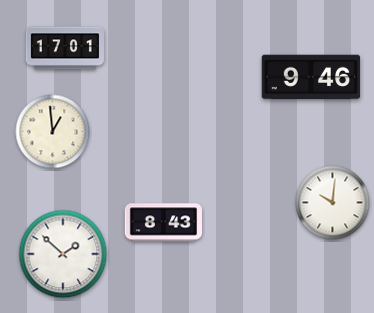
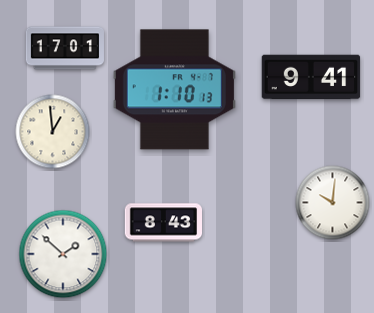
clock at (311, 77): 9:46 -> 9:41
clock at (174, 90): none -> 1:10
